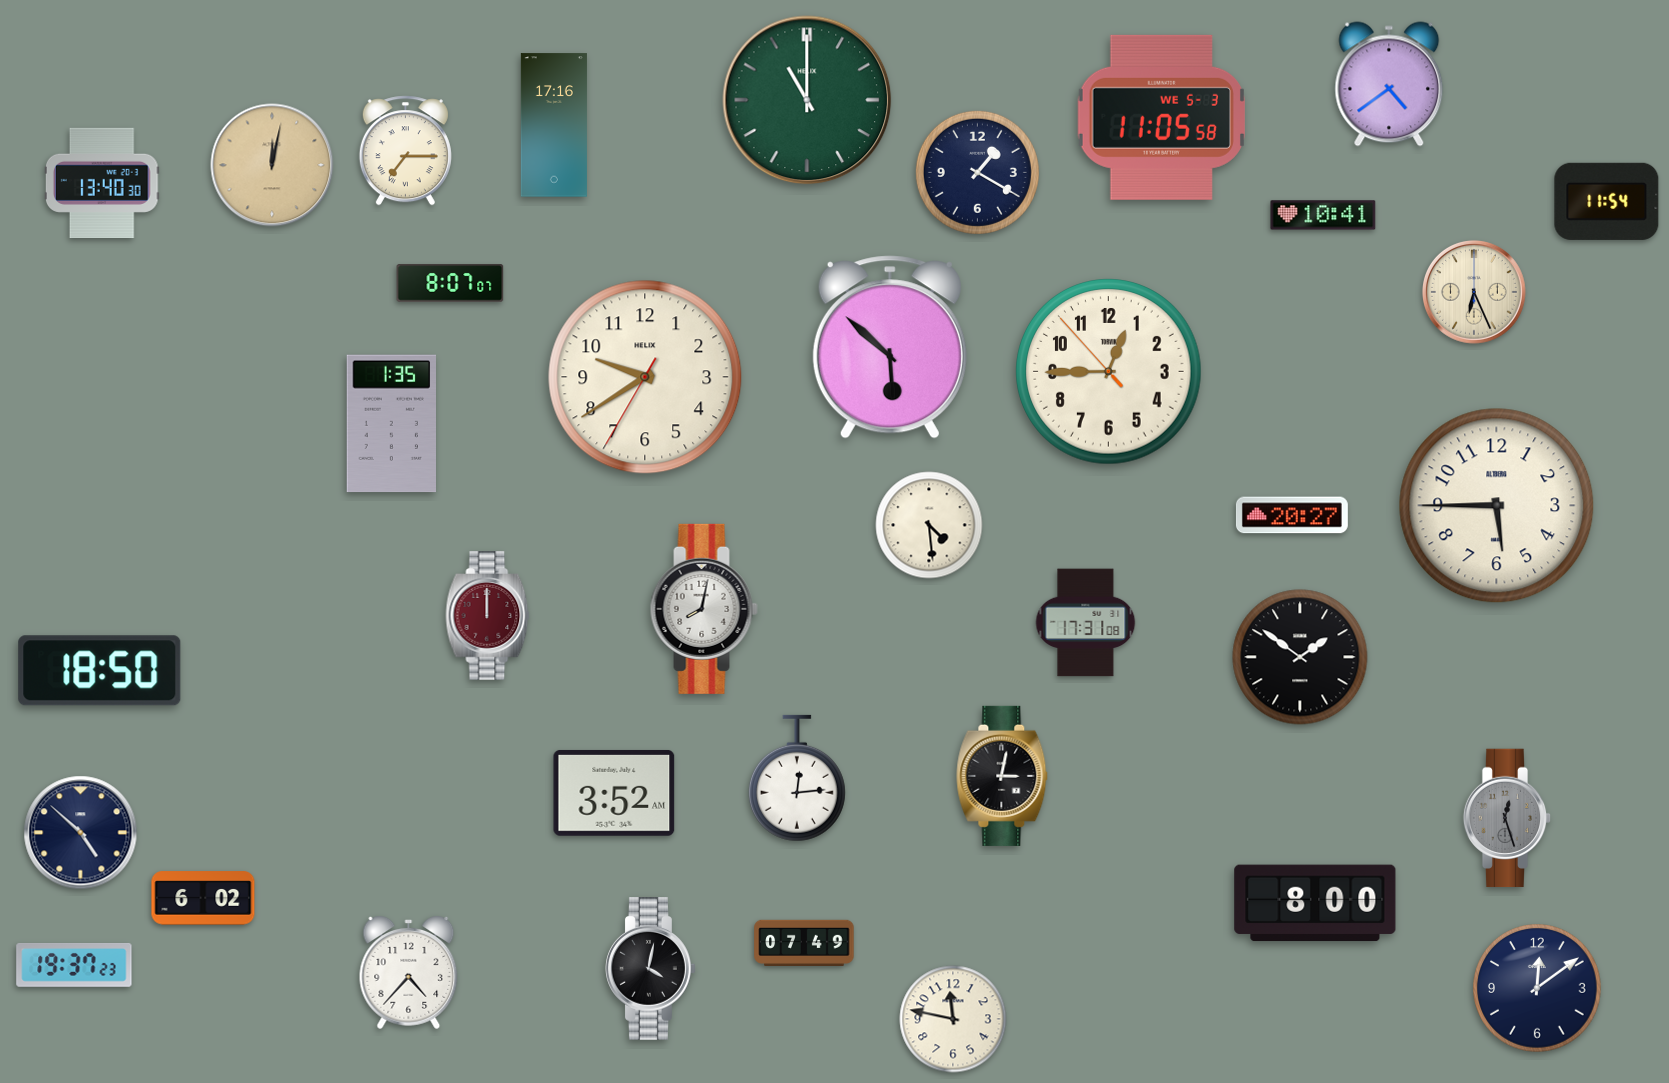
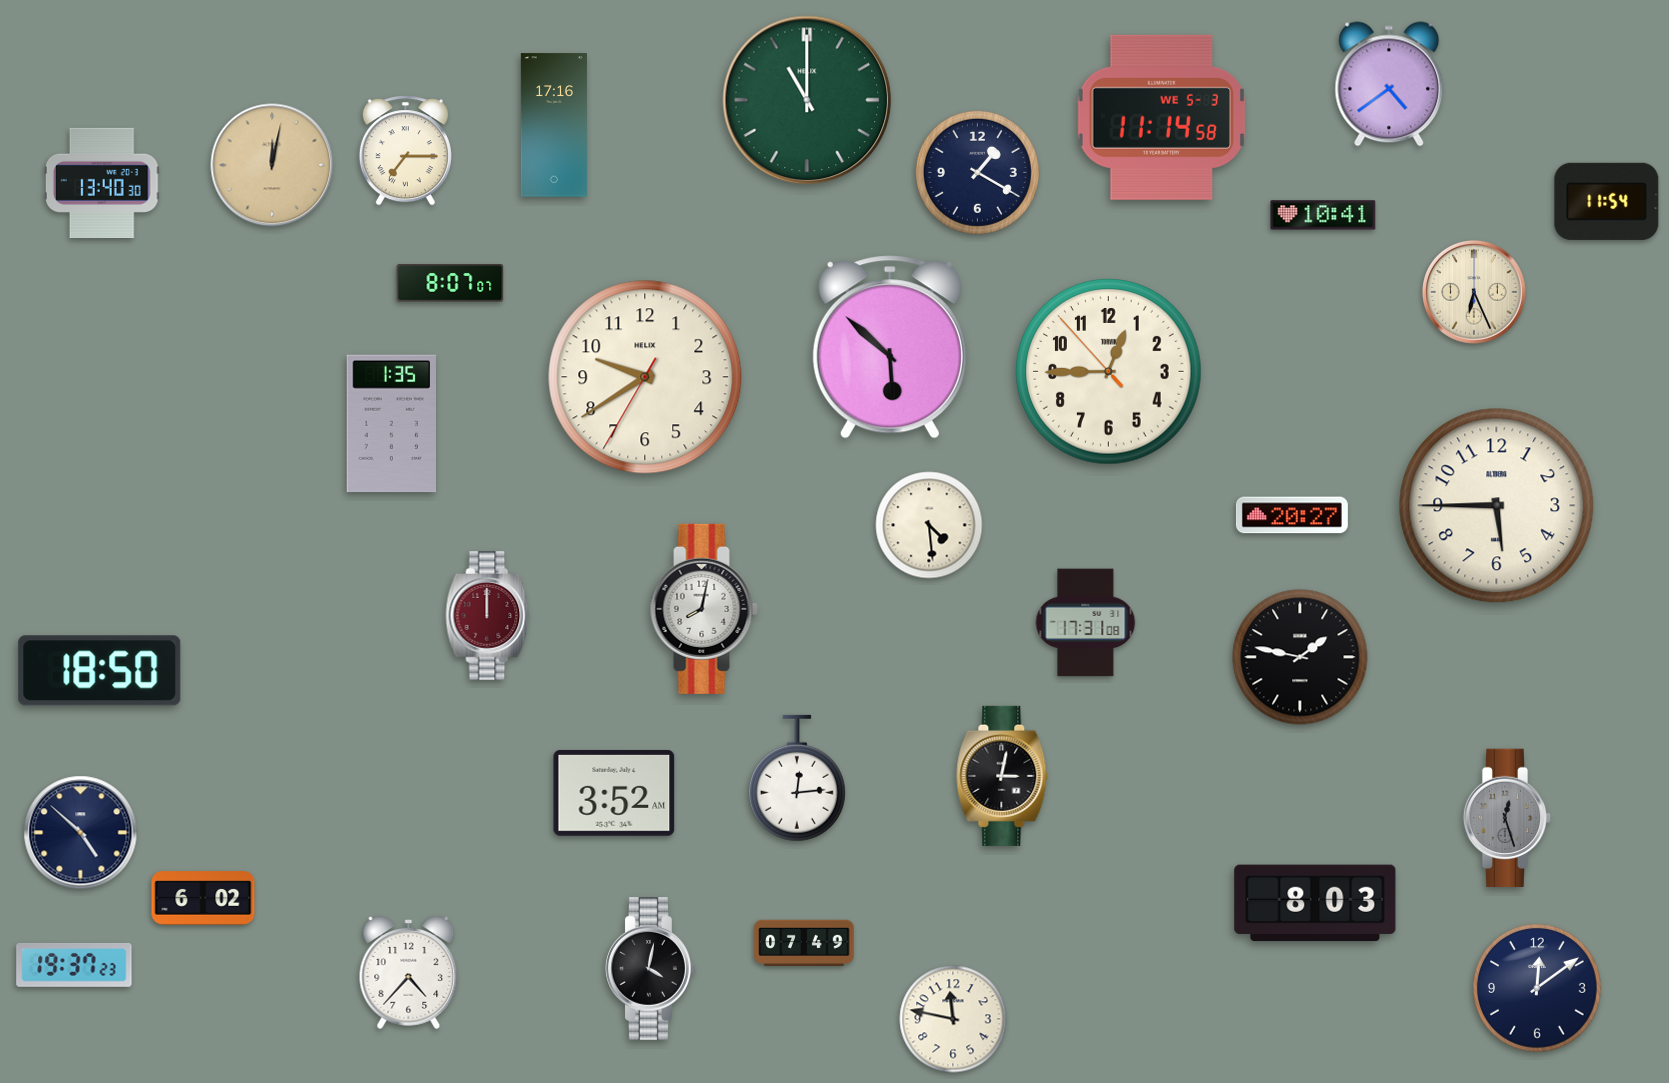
clock at (1161, 117): 11:05 -> 11:14
clock at (1300, 657): 1:51 -> 1:47
clock at (1315, 903): 8:00 -> 8:03
